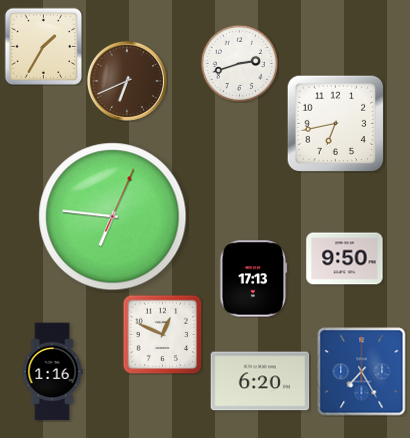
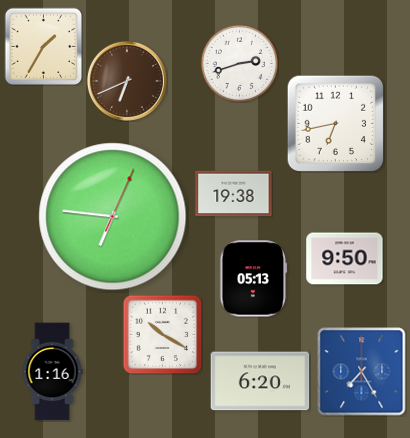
clock at (234, 194): none -> 19:38
clock at (254, 279): 17:13 -> 05:13
clock at (162, 334): 12:49 -> 10:20
